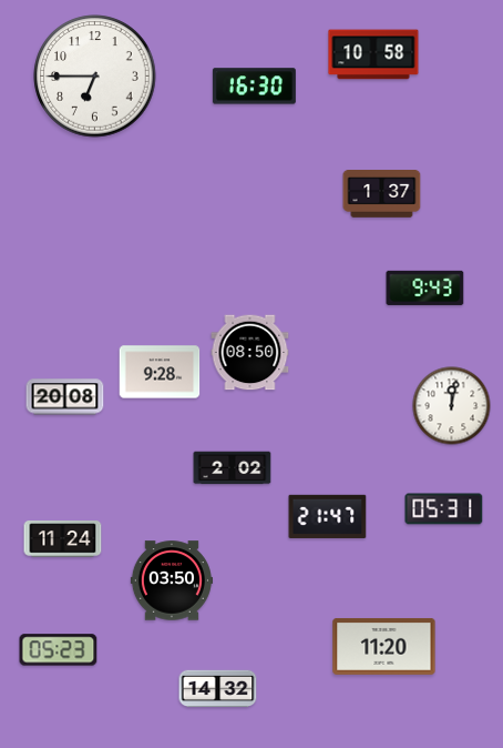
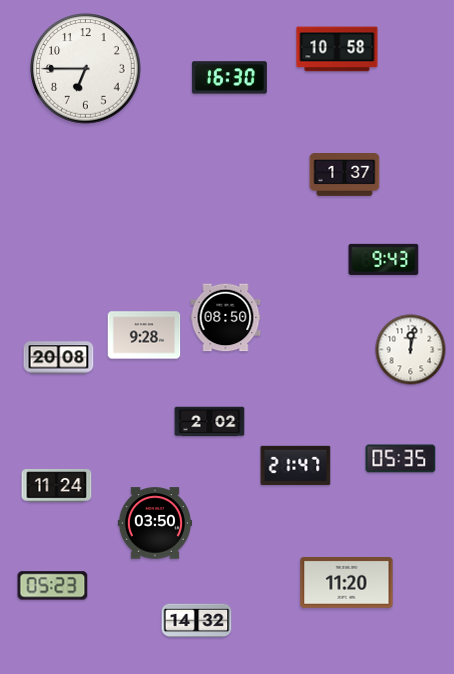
clock at (452, 406) position: (452, 406) -> (411, 350)
clock at (444, 509): 05:31 -> 05:35
